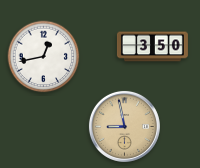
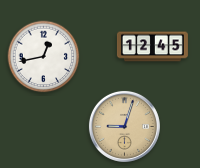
clock at (152, 47): 3:50 -> 12:45
clock at (124, 126): 8:58 -> 9:03
